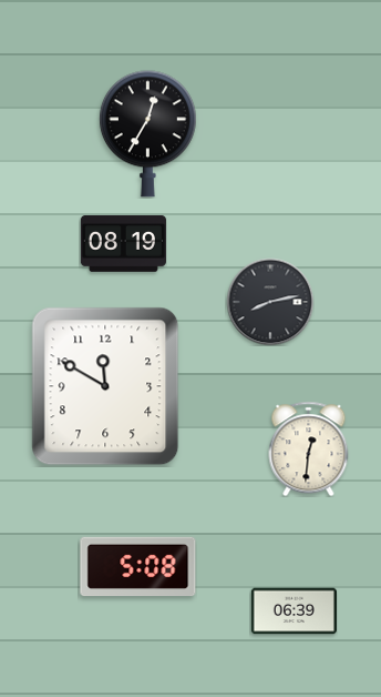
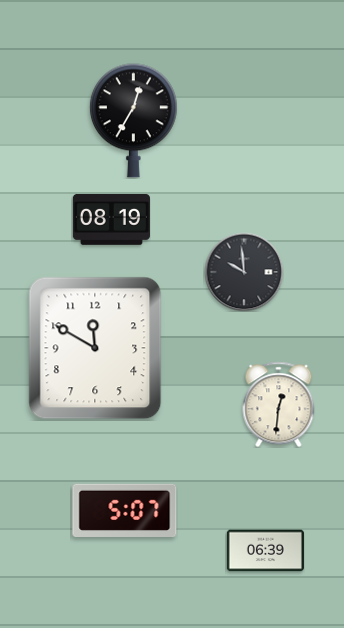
clock at (270, 302): 8:13 -> 9:59
clock at (138, 567): 5:08 -> 5:07
